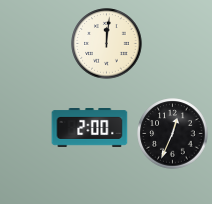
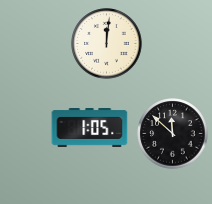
clock at (90, 128): 2:00 -> 1:05
clock at (173, 134): 12:34 -> 11:52
